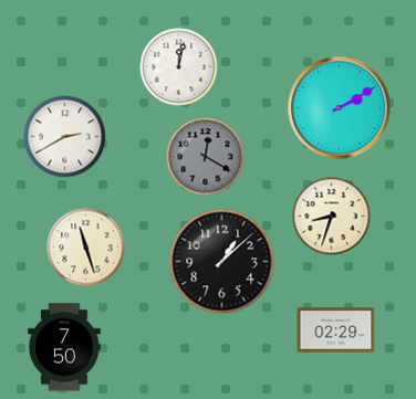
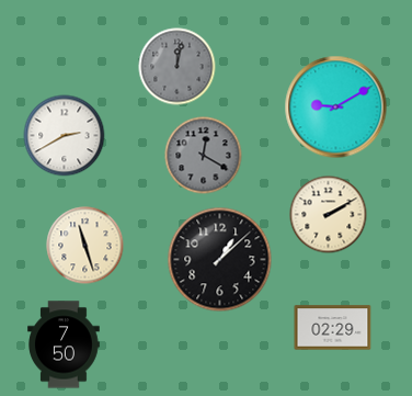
clock at (179, 67) dial: white -> grey
clock at (340, 108): 2:10 -> 9:10
clock at (332, 217): 8:33 -> 2:10
